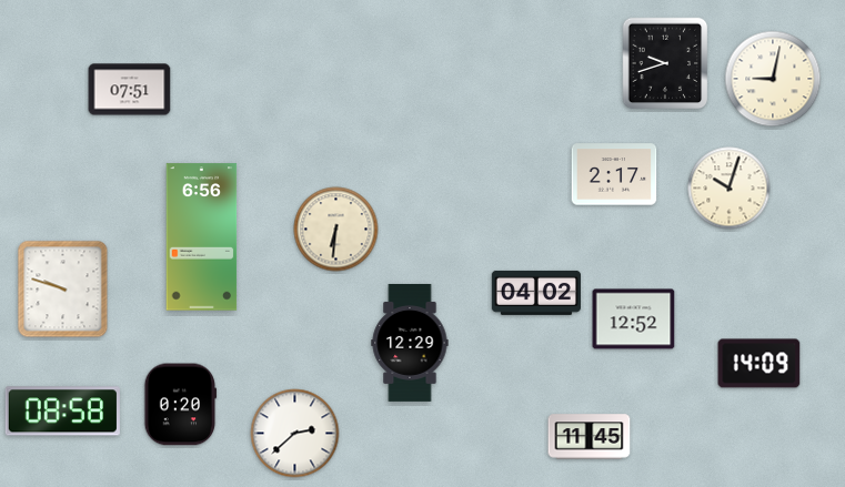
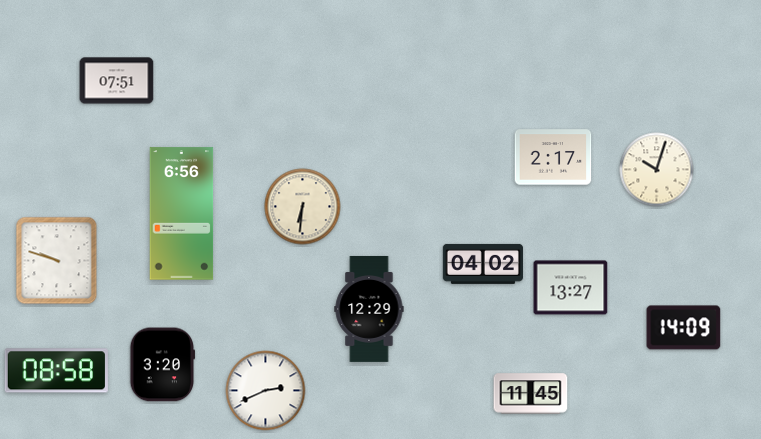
clock at (665, 63): 9:42 -> none
clock at (773, 79): 9:02 -> none
clock at (634, 319): 12:52 -> 13:27
clock at (181, 405): 0:20 -> 3:20
clock at (295, 434): 2:38 -> 2:41
